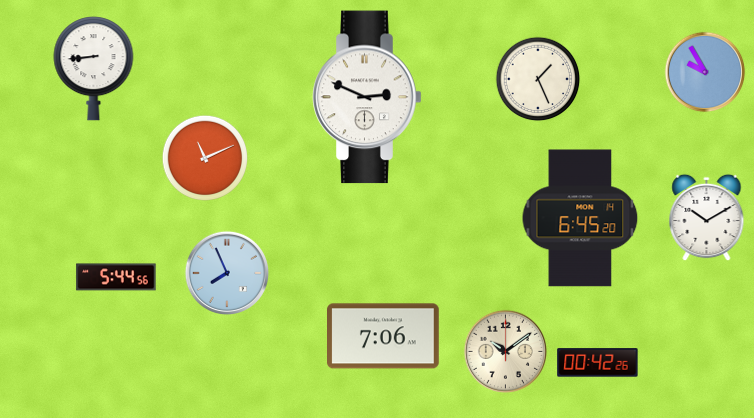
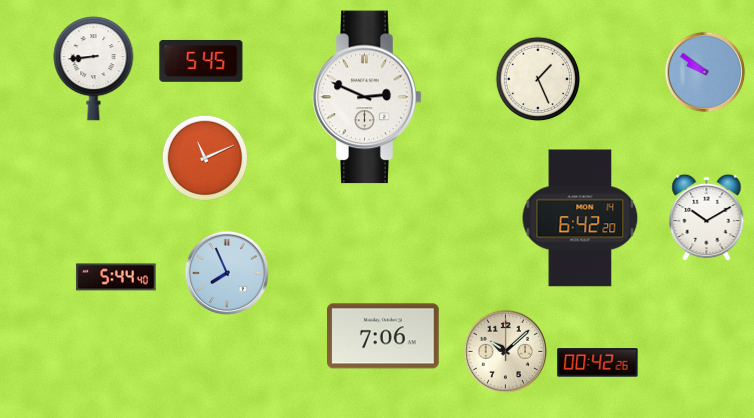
clock at (201, 61): none -> 5:45
clock at (705, 72): 9:55 -> 9:51
clock at (580, 218): 6:45 -> 6:42
clock at (116, 277): 5:44:56 -> 5:44:40
clock at (505, 351): 10:09 -> 10:08
